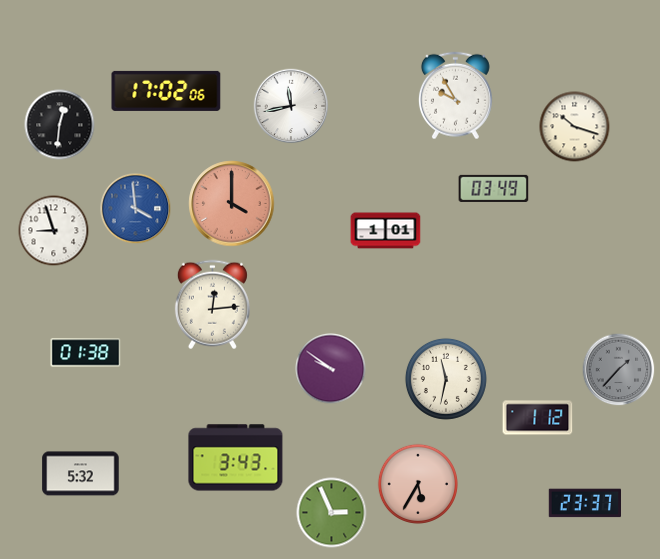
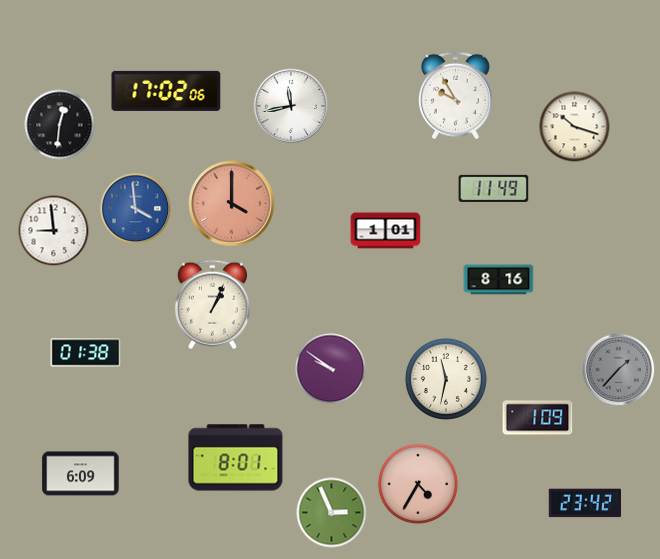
clock at (494, 188): 03:49 -> 11:49
clock at (54, 231): 8:57 -> 8:59
clock at (499, 280): none -> 8:16
clock at (212, 305): 12:14 -> 1:04
clock at (538, 418): 1:12 -> 1:09
clock at (236, 458): 3:43 -> 8:01
clock at (81, 474): 5:32 -> 6:09
clock at (418, 484): 5:35 -> 4:35
clock at (584, 503): 23:37 -> 23:42
